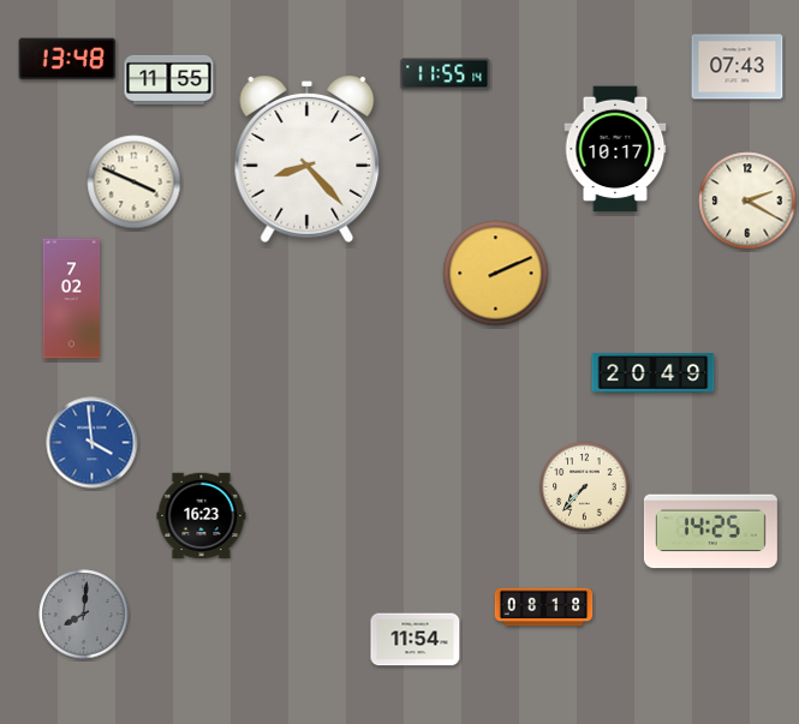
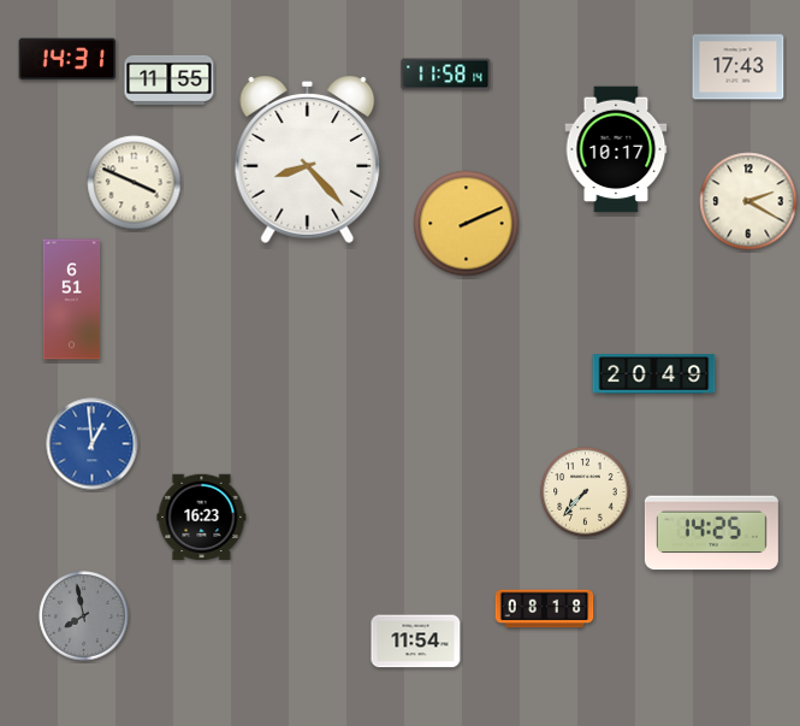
clock at (67, 59): 13:48 -> 14:31
clock at (738, 67): 07:43 -> 17:43
clock at (446, 74): 11:55 -> 11:58
clock at (496, 274) position: (496, 274) -> (467, 224)
clock at (72, 299): 7:02 -> 6:51
clock at (93, 443): 3:59 -> 12:59
clock at (585, 487) position: (585, 487) -> (586, 492)
clock at (84, 615): 8:01 -> 7:58
